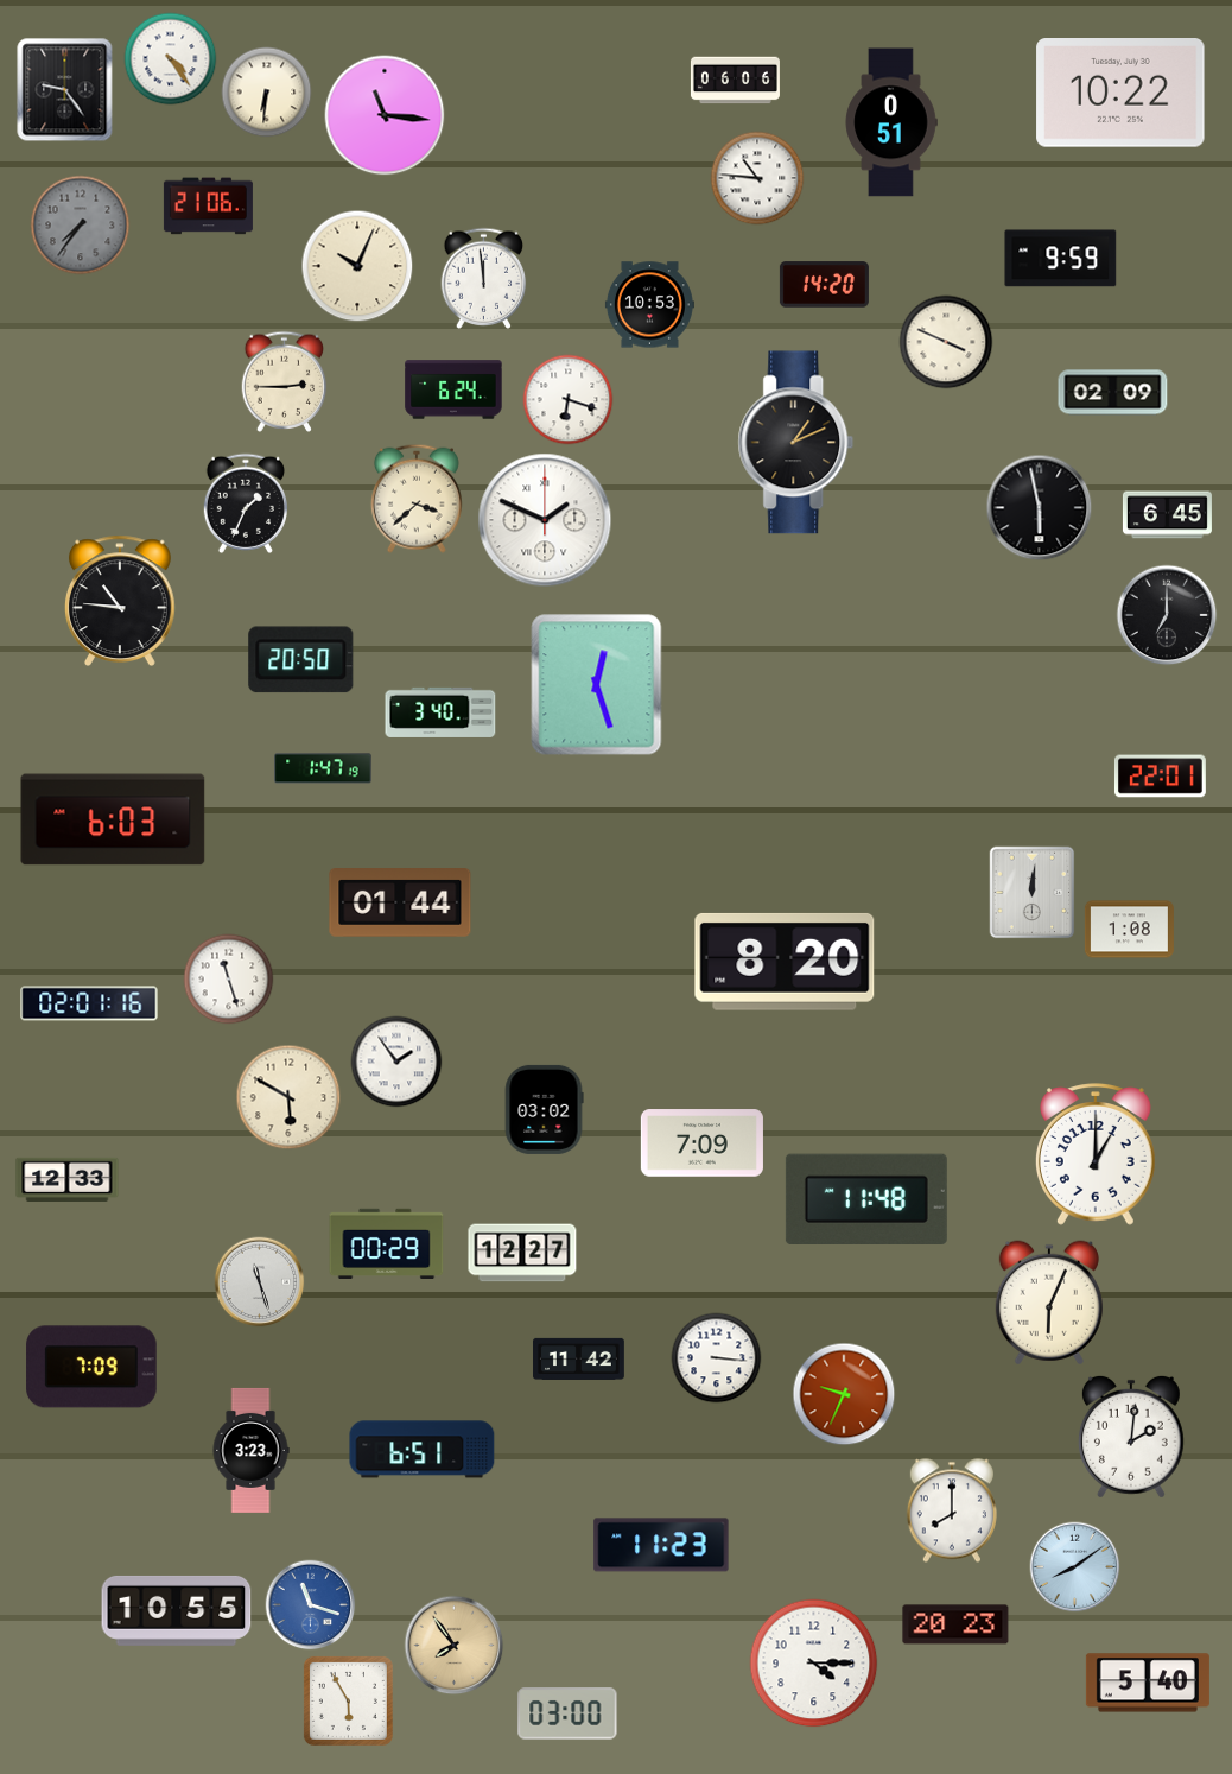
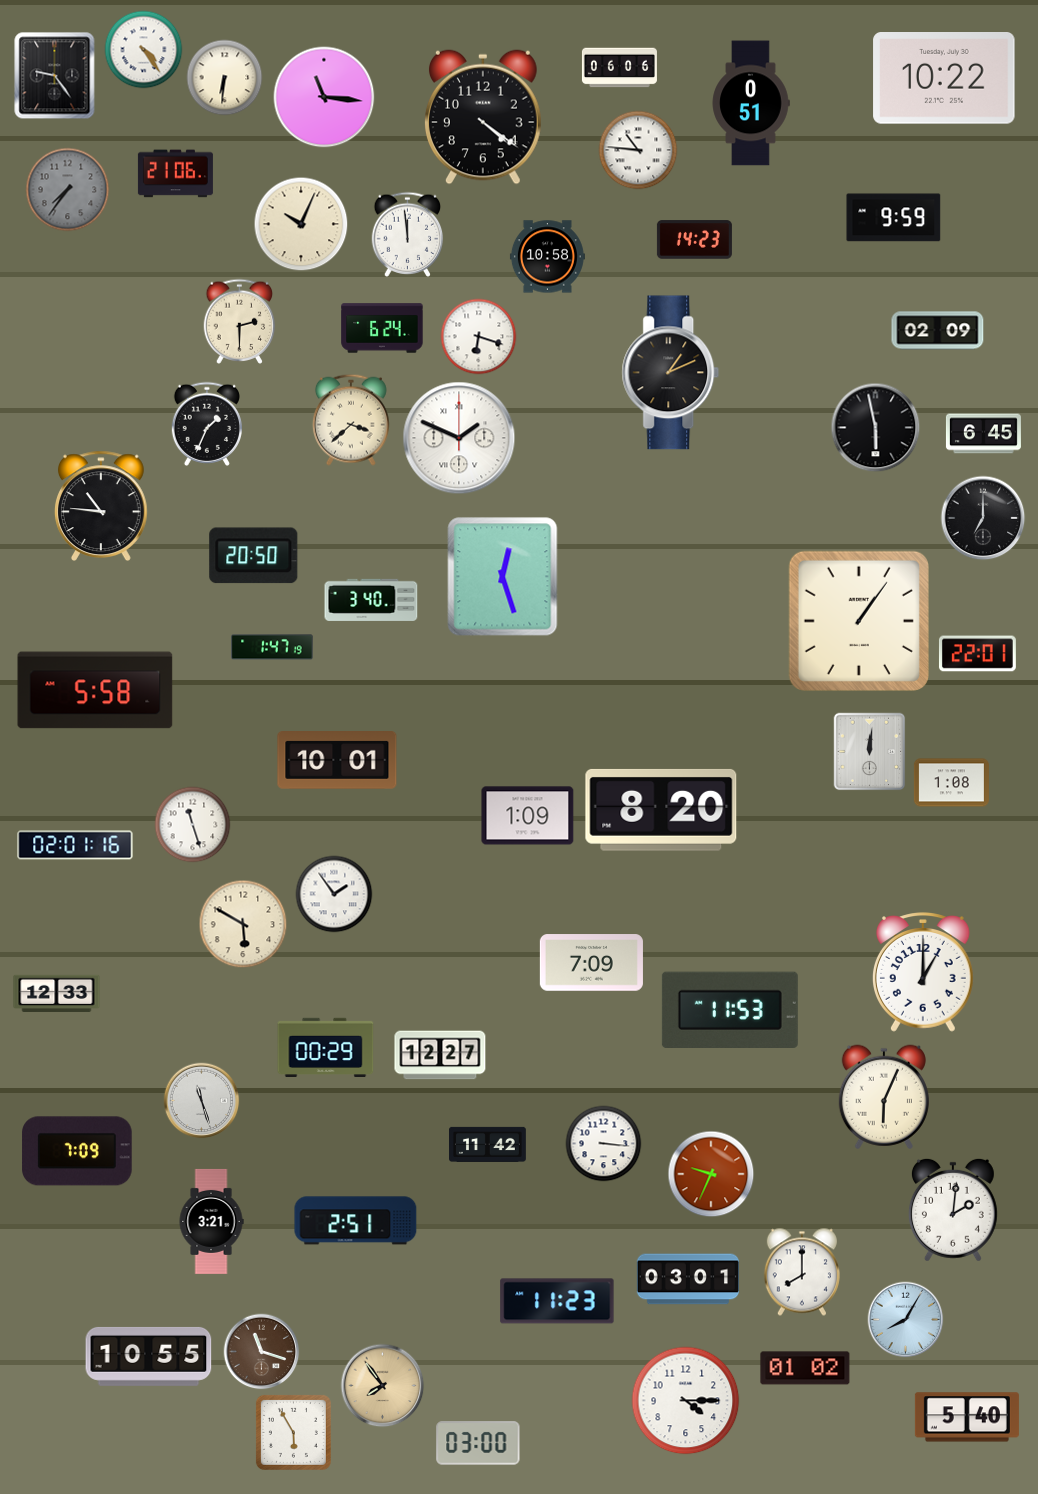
clock at (484, 117): none -> 4:21
clock at (824, 285): 14:20 -> 14:23
clock at (649, 305): 10:53 -> 10:58
clock at (946, 342): 3:49 -> none
clock at (285, 381): 2:45 -> 2:30
clock at (859, 621): none -> 1:06
clock at (113, 819): 6:03 -> 5:58
clock at (400, 904): 01:44 -> 10:01
clock at (528, 816): none -> 1:09
clock at (544, 1109): 03:02 -> none
clock at (866, 1198): 11:48 -> 11:53
clock at (260, 1282) position: (260, 1282) -> (202, 1101)
clock at (250, 1450): 3:23 -> 3:21
clock at (423, 1450): 6:51 -> 2:51
clock at (687, 1279): none -> 03:01
clock at (1075, 1567): 8:09 -> 8:05
clock at (311, 1605) dial: blue -> brown
clock at (955, 1624): 20:23 -> 01:02
